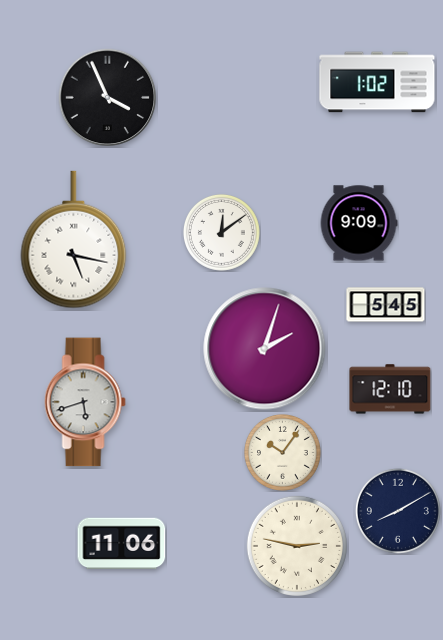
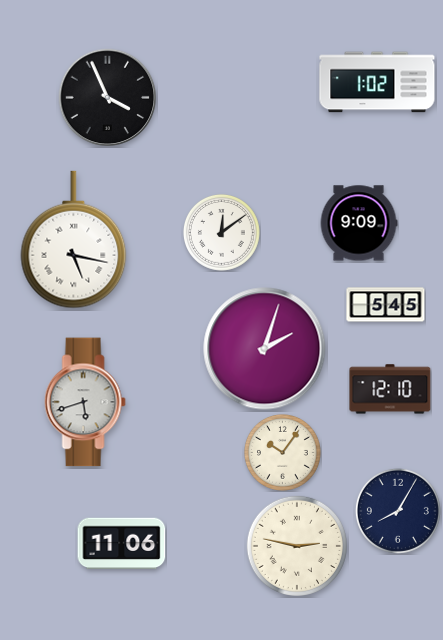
clock at (398, 511): 8:10 -> 8:05
